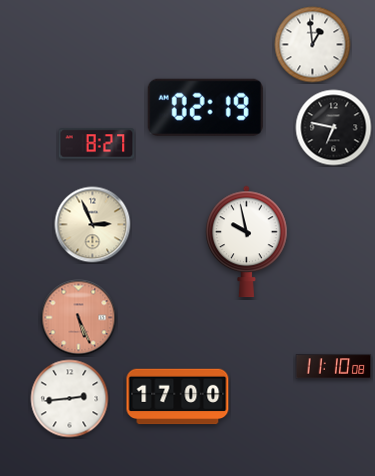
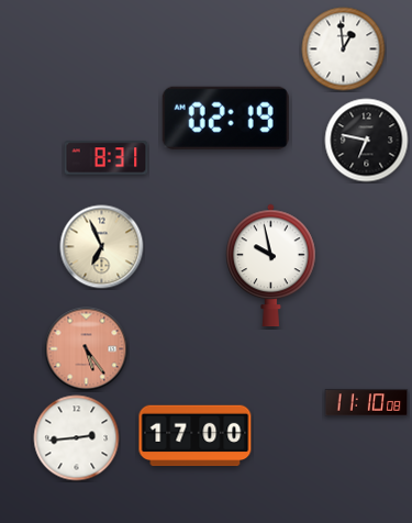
clock at (97, 144): 8:27 -> 8:31
clock at (93, 225): 2:56 -> 6:56
clock at (79, 318): 5:26 -> 5:24
